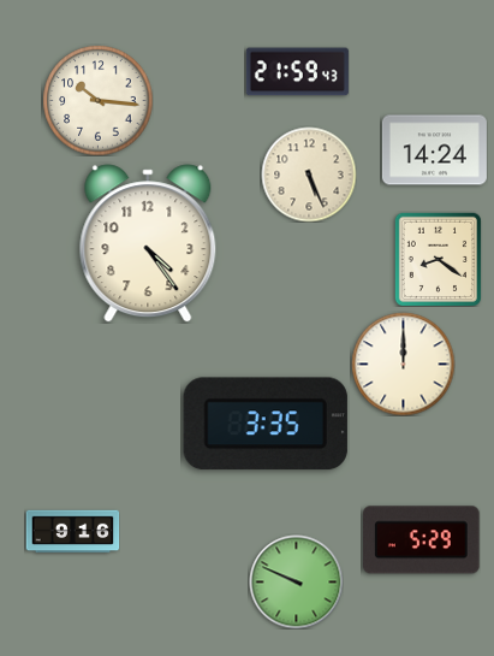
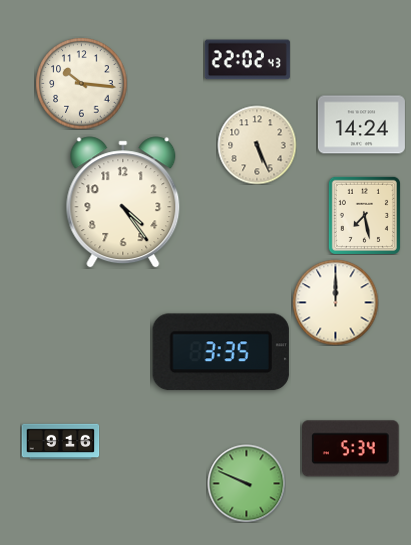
clock at (297, 72): 21:59 -> 22:02
clock at (438, 259): 8:21 -> 7:28
clock at (422, 540): 5:29 -> 5:34
